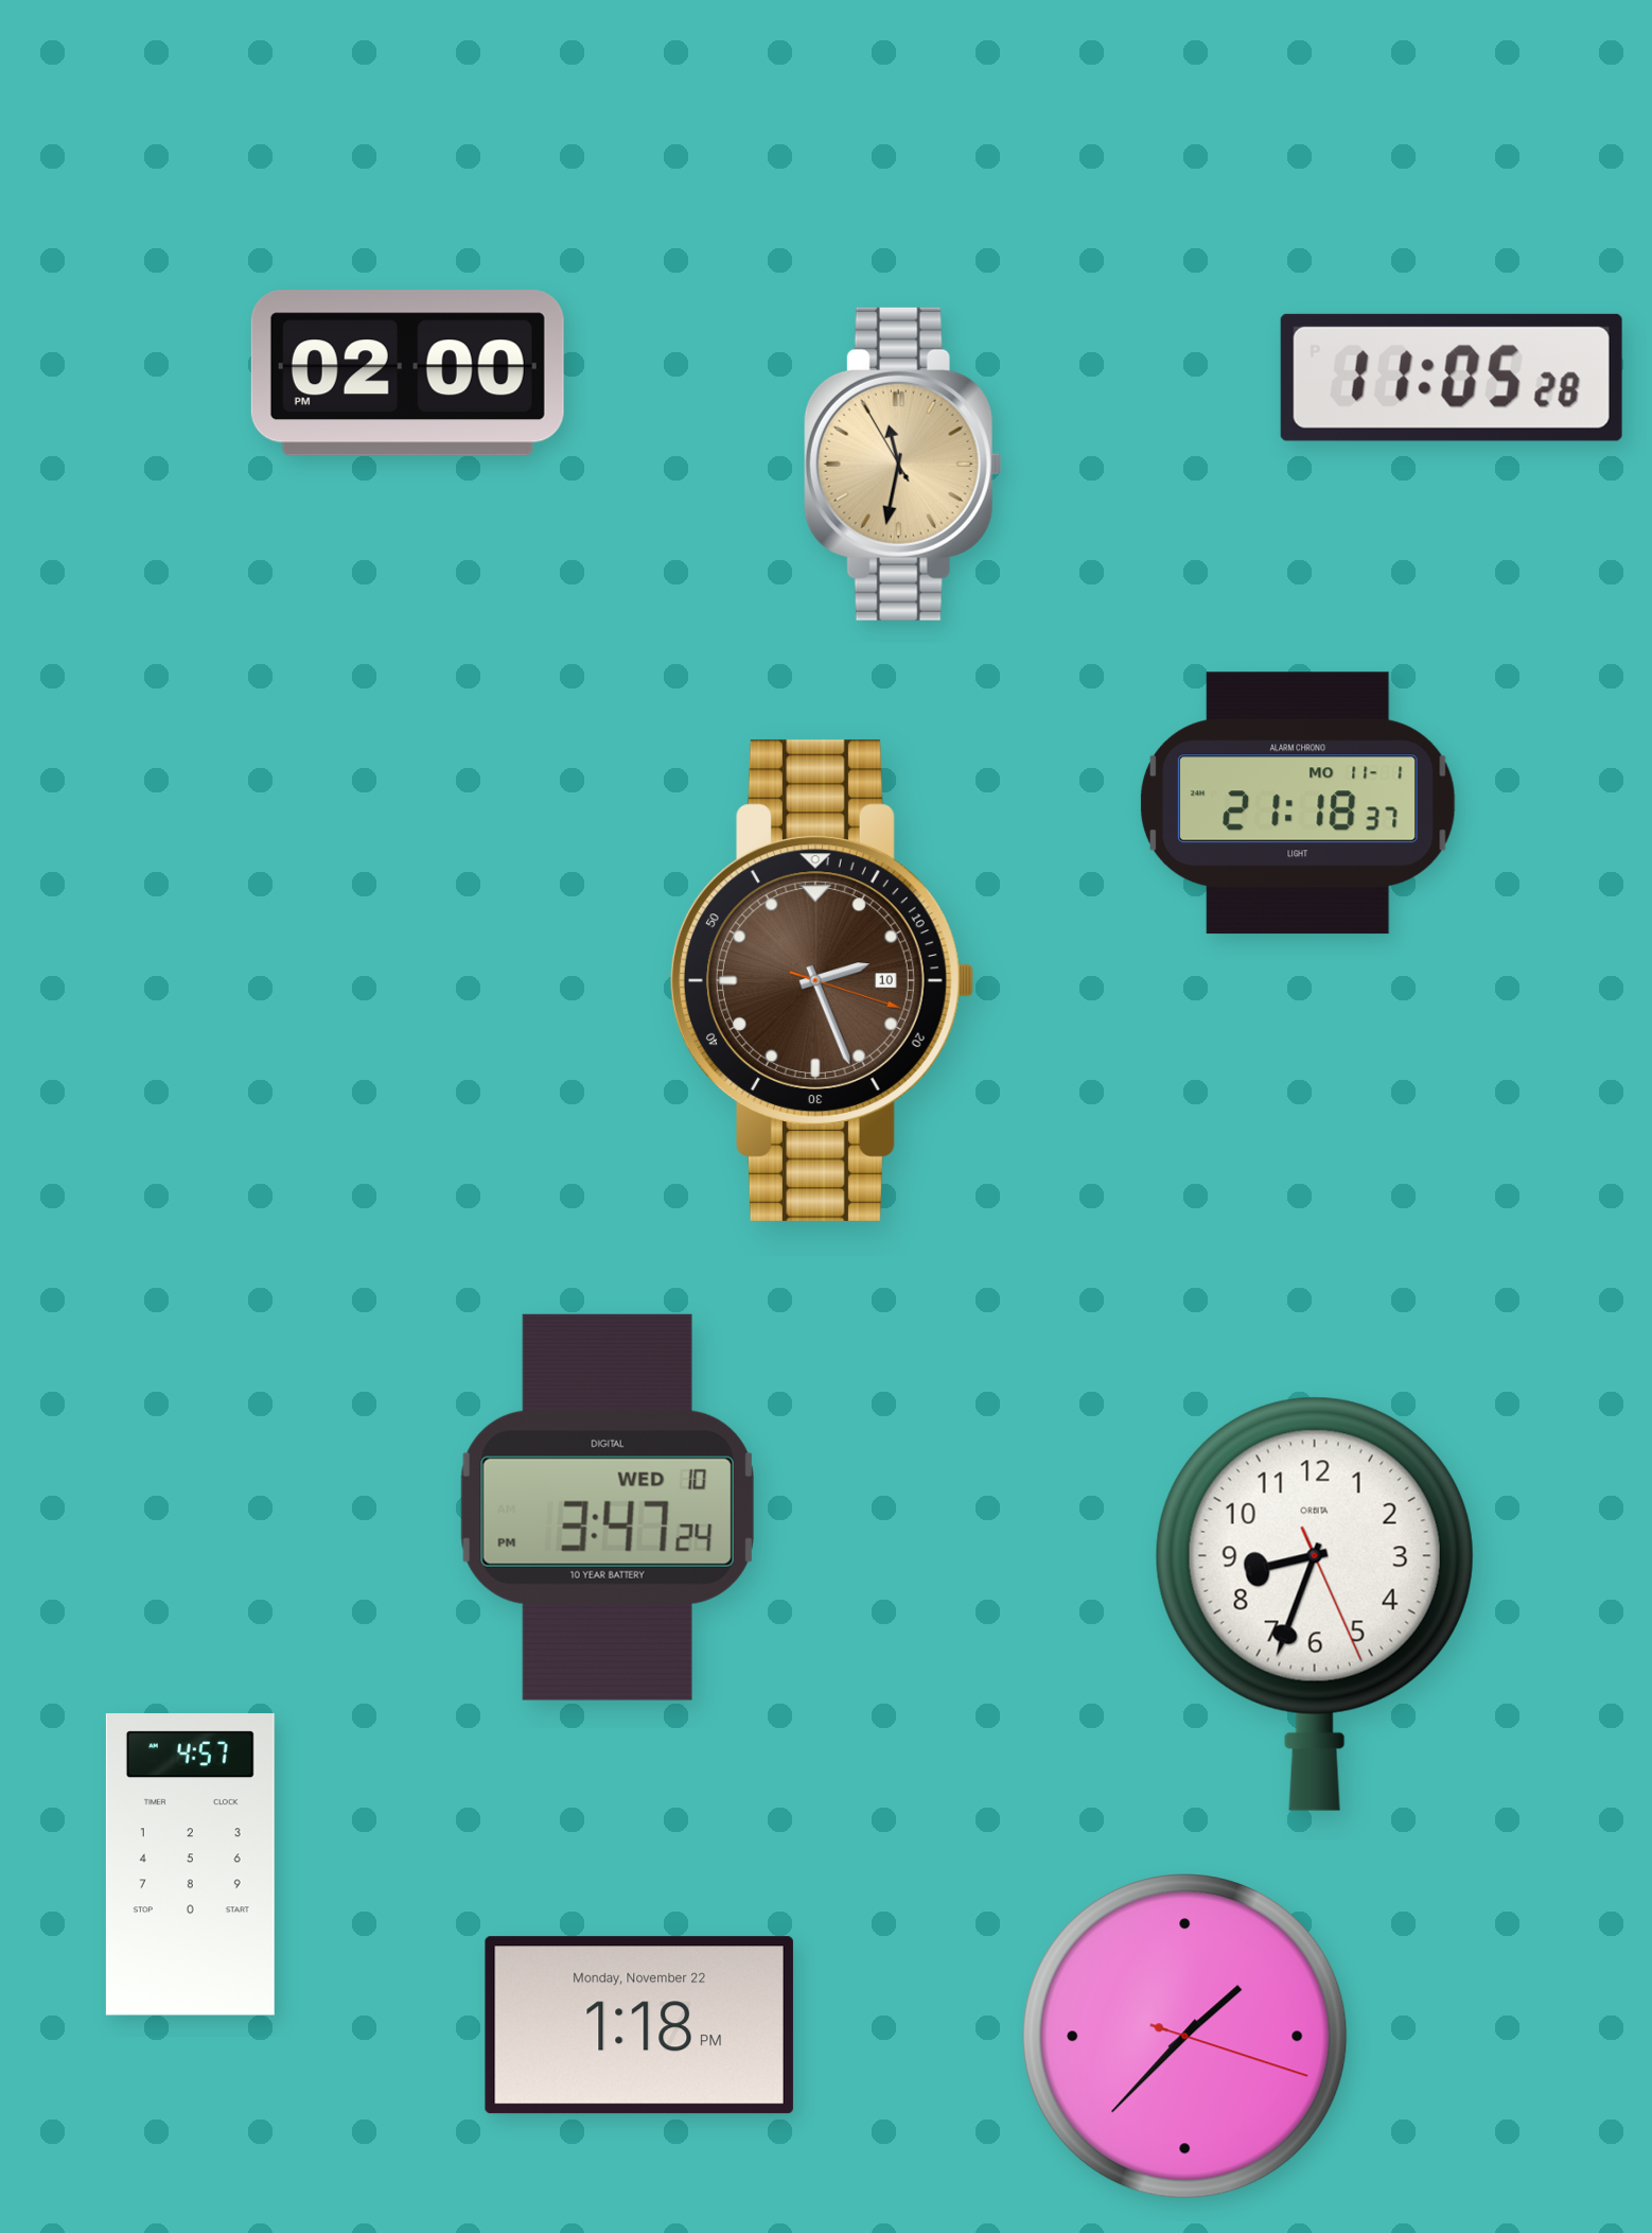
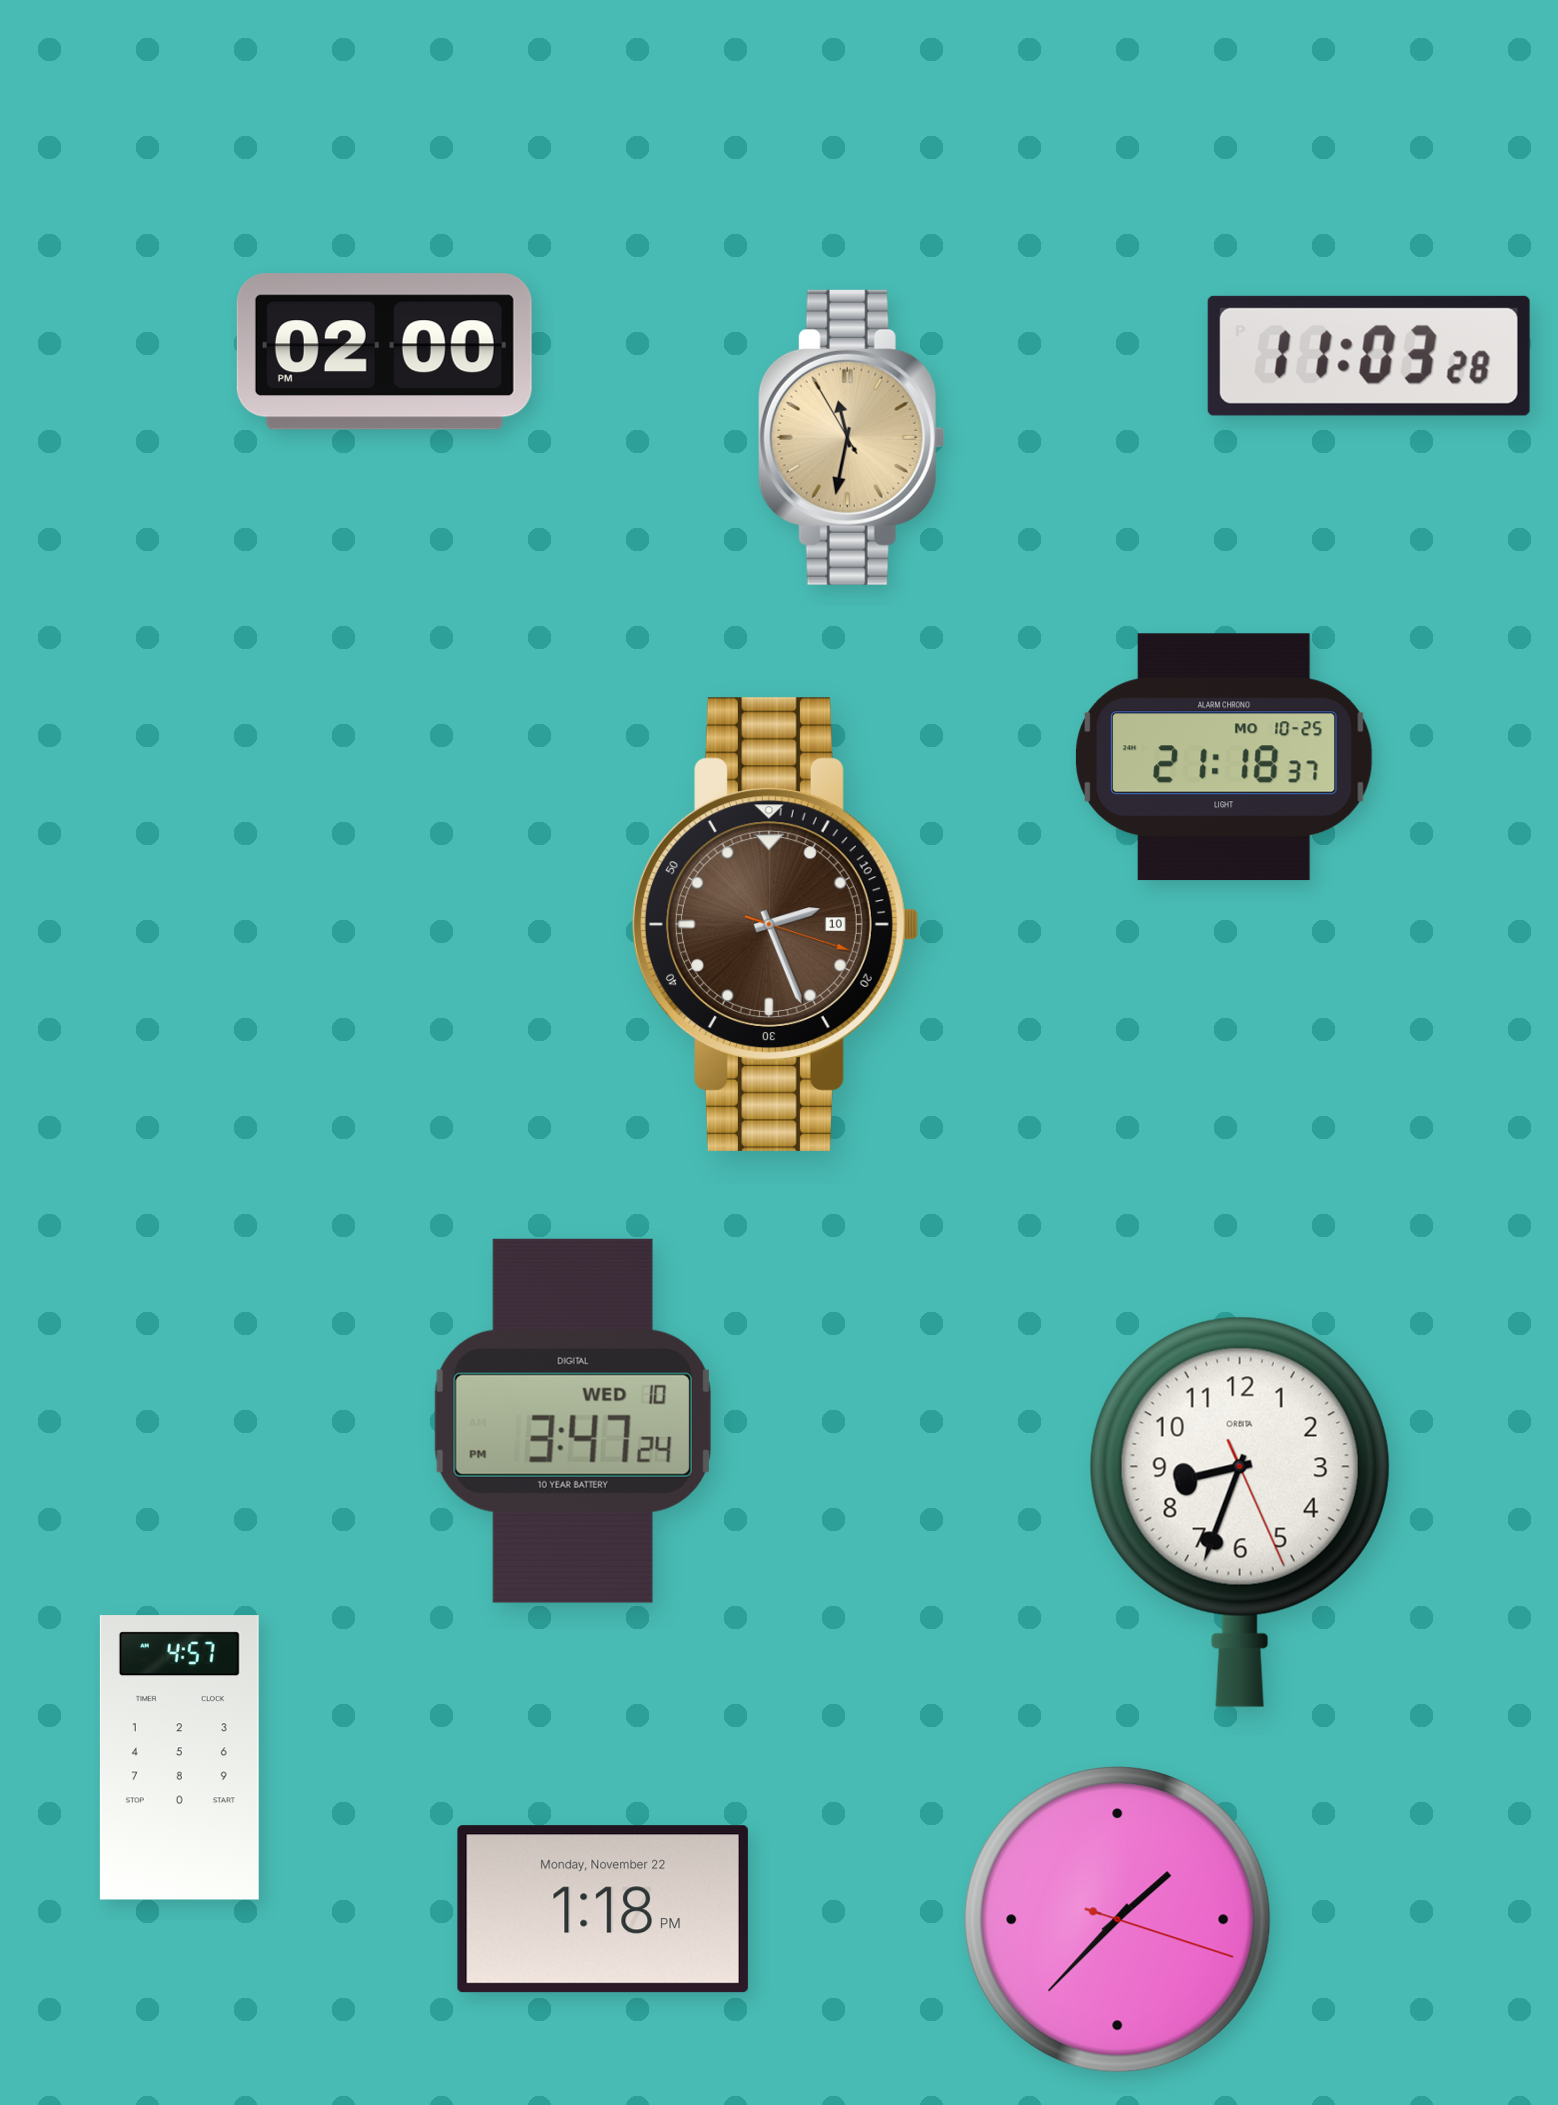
clock at (1452, 378): 11:05 -> 11:03
clock at (1298, 803) date: MO 11-1 -> MO 10-25
